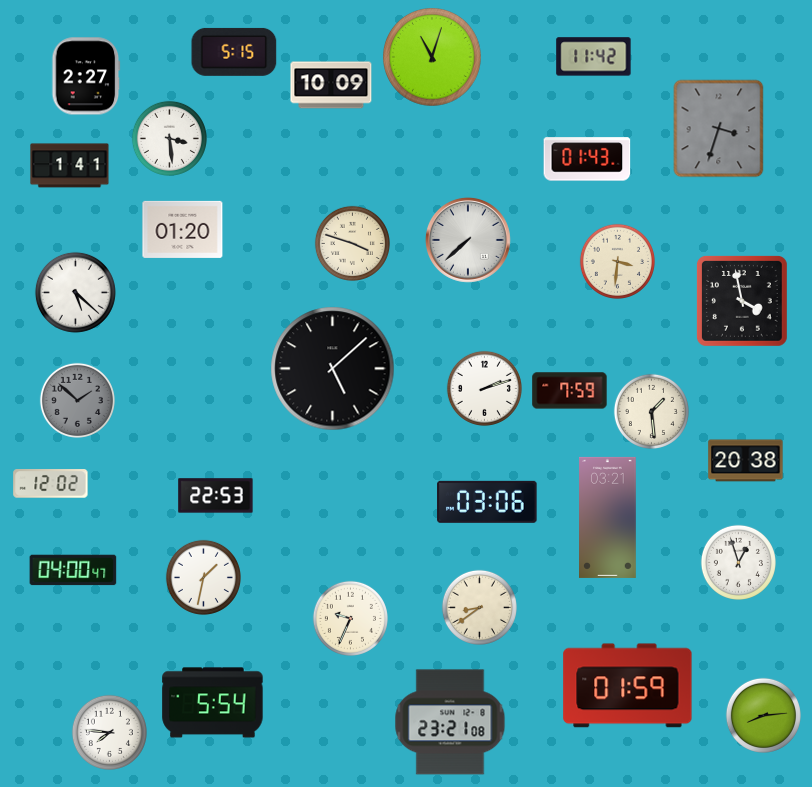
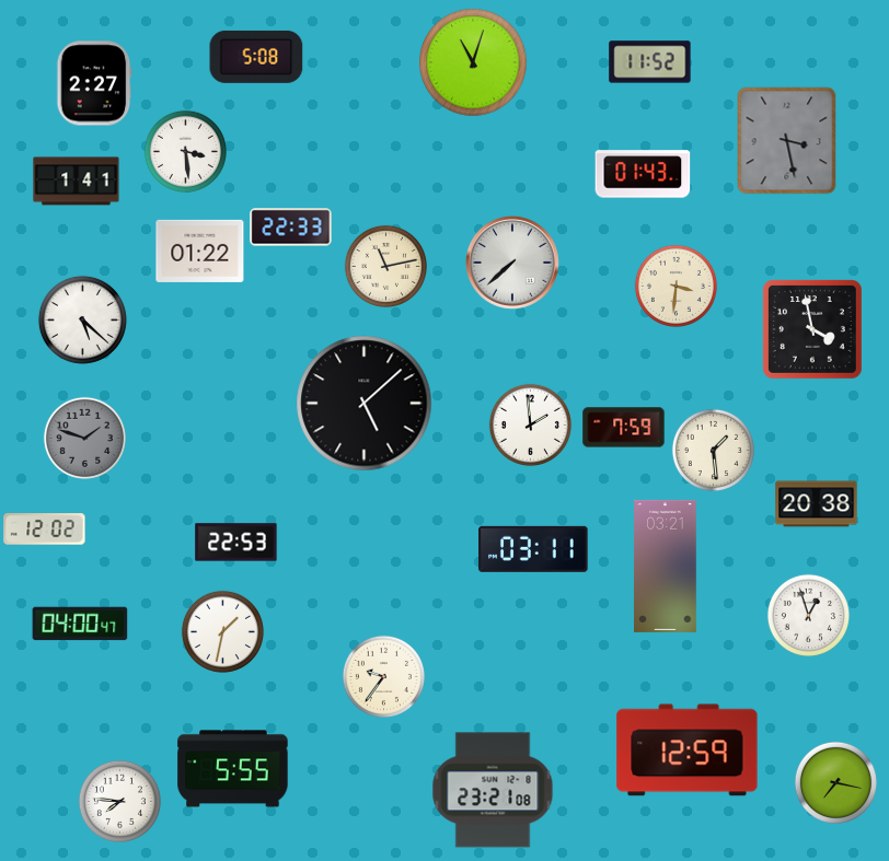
clock at (234, 52): 5:15 -> 5:08
clock at (594, 57): 11:42 -> 11:52
clock at (331, 85): 10:09 -> none
clock at (719, 129): 3:33 -> 3:28
clock at (291, 228): none -> 22:33
clock at (183, 229): 01:20 -> 01:22
clock at (352, 243): 3:48 -> 11:13
clock at (484, 388): 2:12 -> 1:59
clock at (77, 400): 1:52 -> 1:48
clock at (51, 484) position: (51, 484) -> (45, 530)
clock at (487, 502): 03:06 -> 03:11
clock at (479, 607): 8:39 -> none
clock at (350, 618): 9:34 -> 9:36
clock at (628, 686): 01:59 -> 12:59
clock at (213, 703): 5:54 -> 5:55
clock at (763, 715): 8:14 -> 7:17
